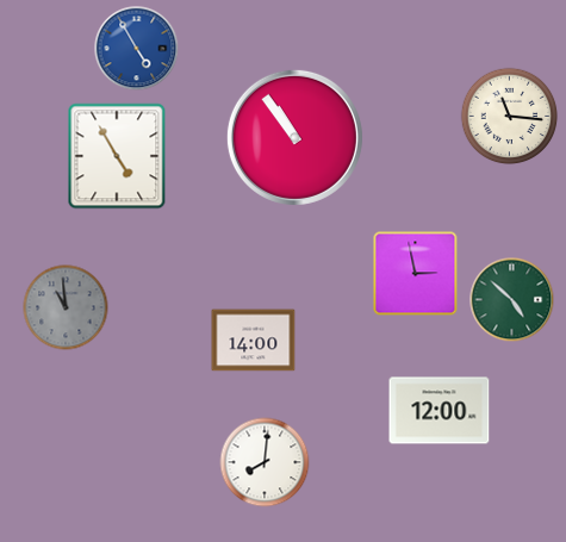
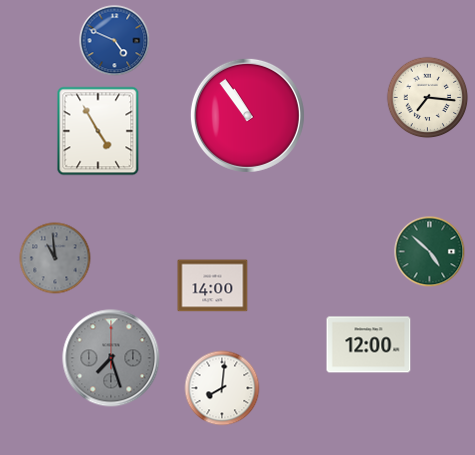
clock at (137, 49): 4:55 -> 4:49
clock at (510, 117): 11:16 -> 7:16
clock at (416, 274): 2:58 -> none
clock at (111, 358): none -> 7:27
